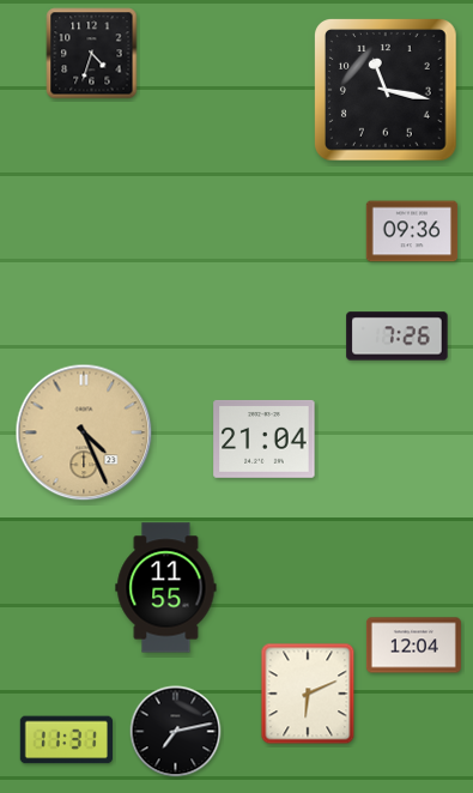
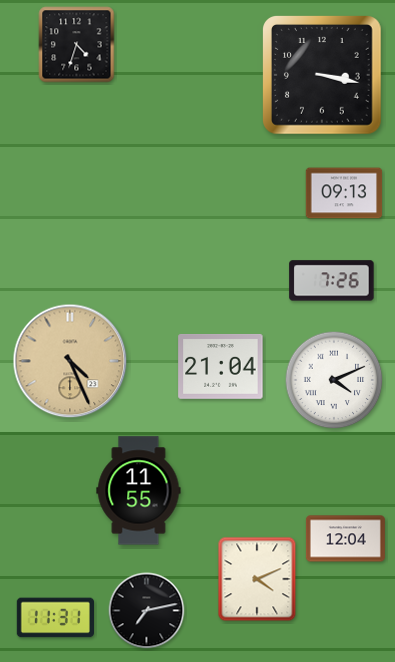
clock at (387, 91): 11:17 -> 3:17
clock at (412, 231): 09:36 -> 09:13
clock at (334, 380): none -> 4:11
clock at (308, 694): 6:11 -> 4:11
